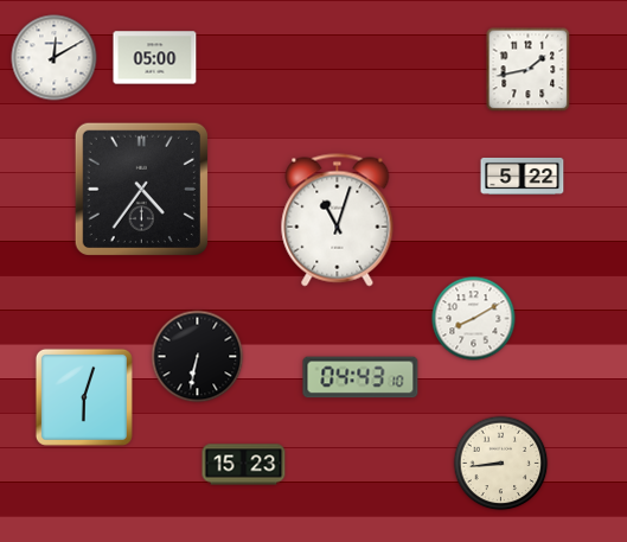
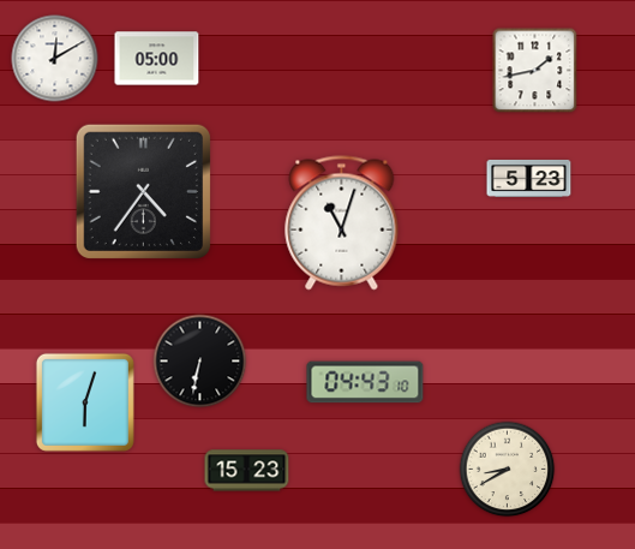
clock at (523, 176): 5:22 -> 5:23
clock at (474, 319): 8:10 -> none
clock at (501, 464): 8:44 -> 8:40
